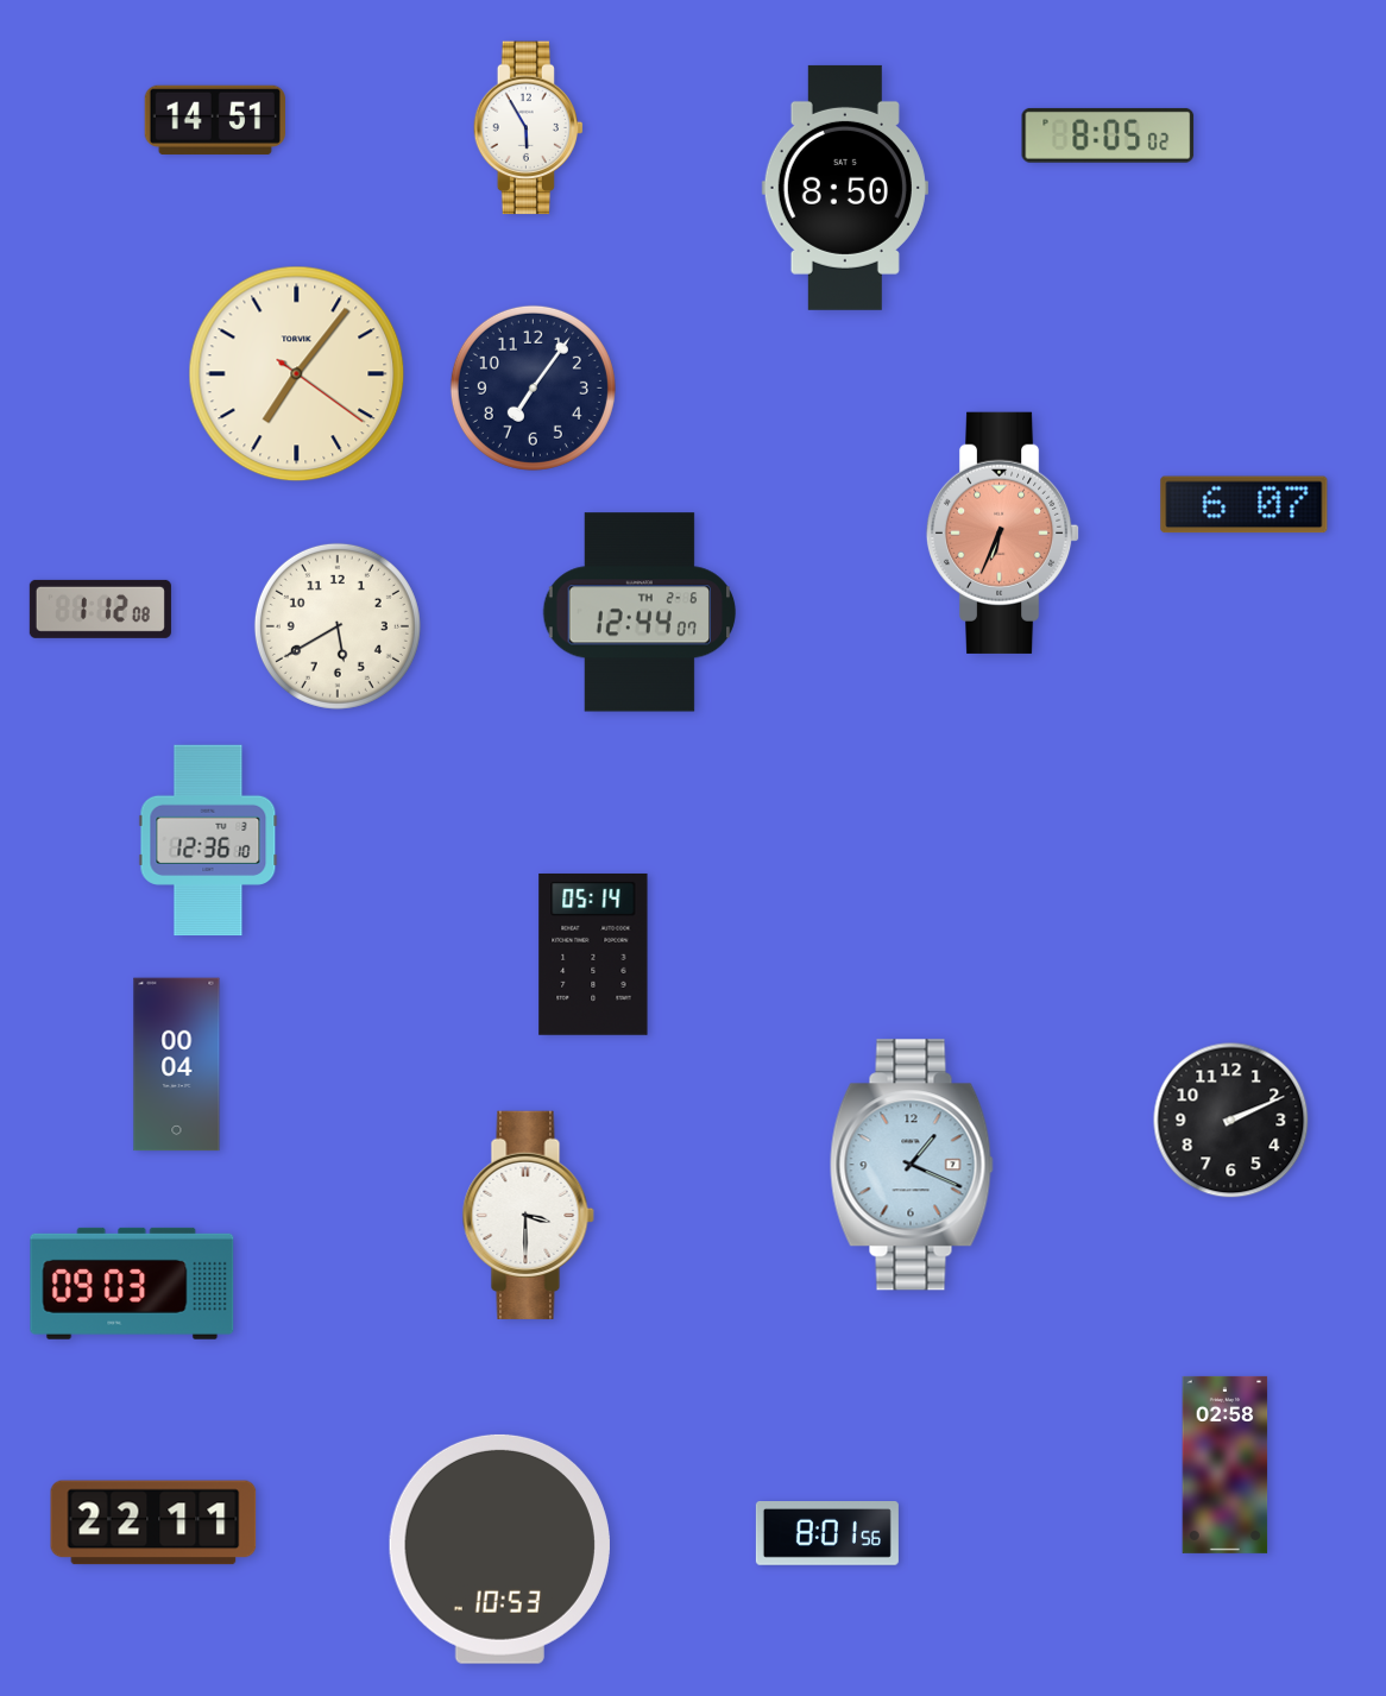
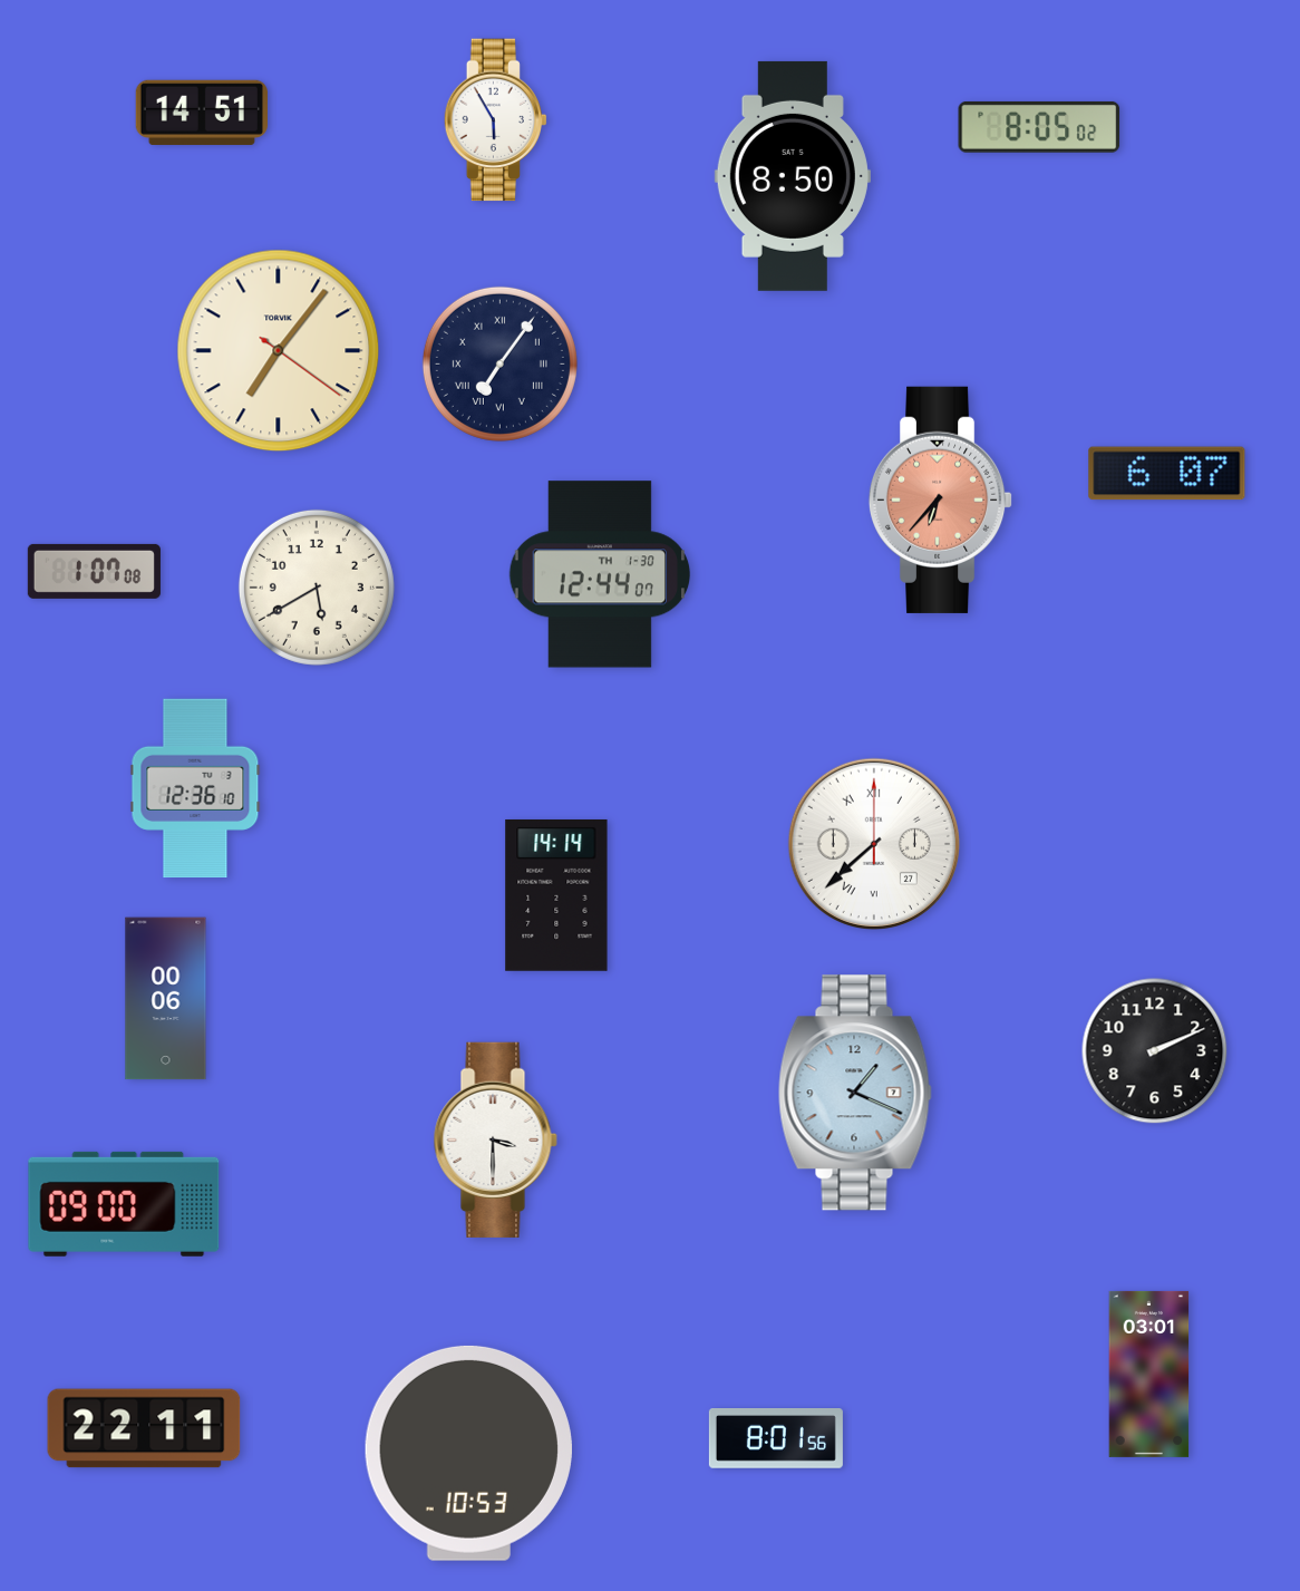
clock at (533, 387) numerals: Arabic -> Roman
clock at (1003, 532): 6:34 -> 6:37
clock at (100, 609): 1:12 -> 1:07
clock at (640, 612) date: TH 2-6 -> TH 1-30
clock at (874, 844): none -> 7:38
clock at (593, 954): 05:14 -> 14:14
clock at (177, 1065): 00:04 -> 00:06
clock at (132, 1284): 09:03 -> 09:00
clock at (1226, 1464): 02:58 -> 03:01
